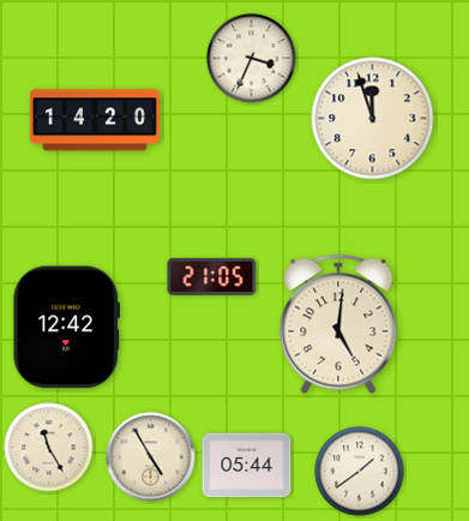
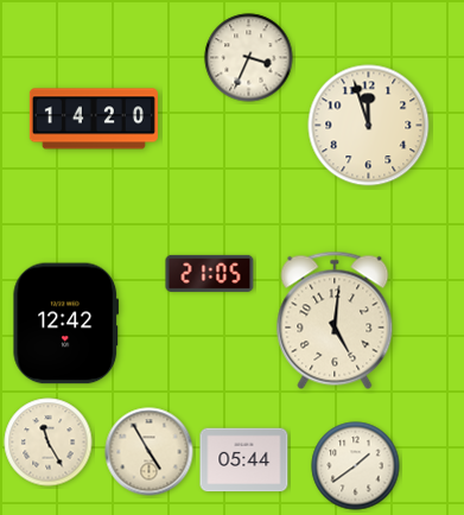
clock at (373, 119) position: (373, 119) -> (369, 126)
